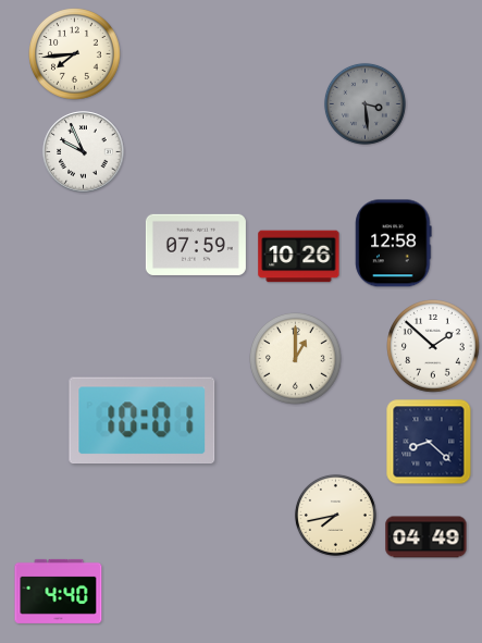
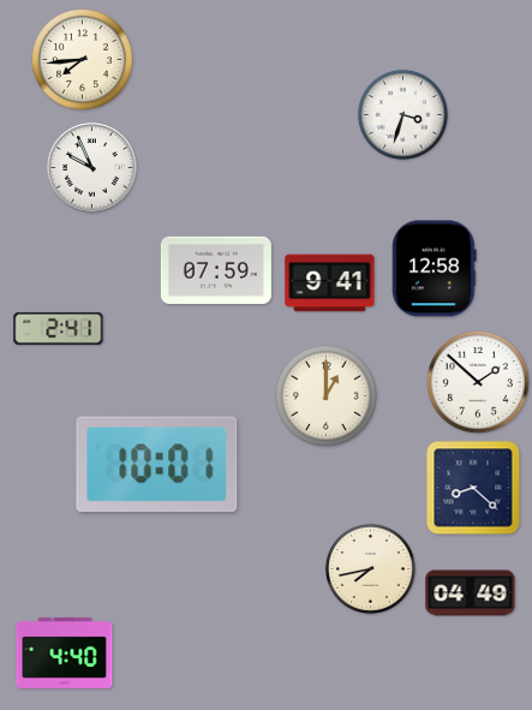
clock at (364, 103): 3:29 -> 3:33
clock at (364, 103) dial: grey -> white
clock at (299, 257): 10:26 -> 9:41
clock at (59, 328): none -> 2:41
